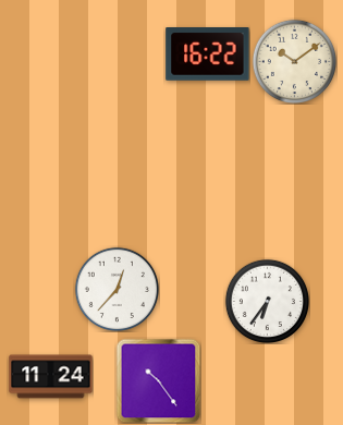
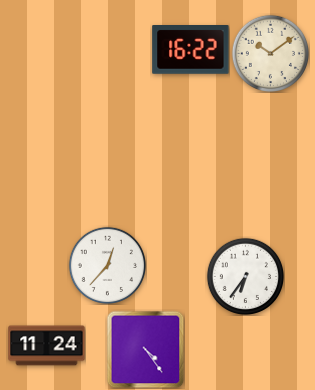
clock at (294, 61) position: (294, 61) -> (270, 53)
clock at (158, 380): 10:24 -> 4:24
